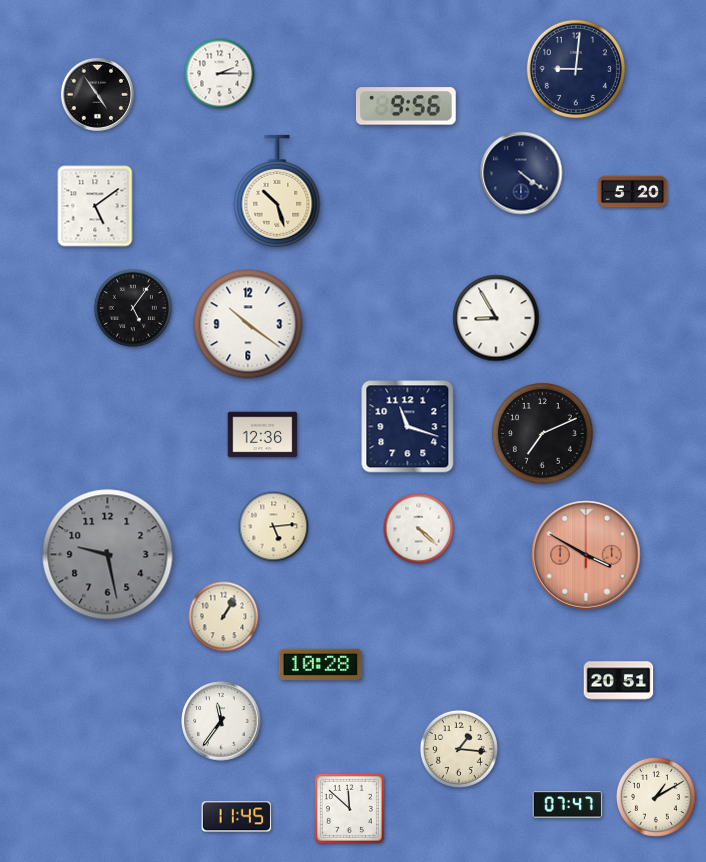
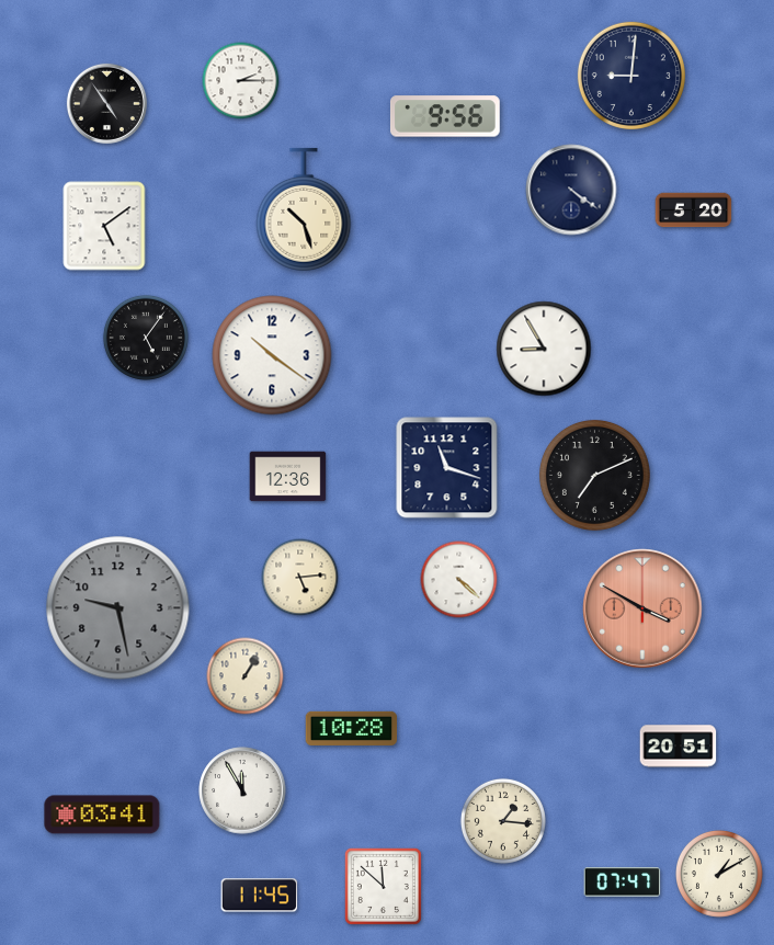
clock at (221, 721): 11:36 -> 11:55
clock at (102, 815): none -> 03:41
